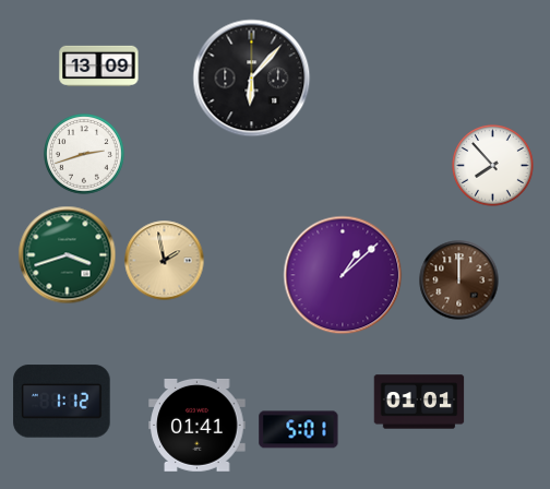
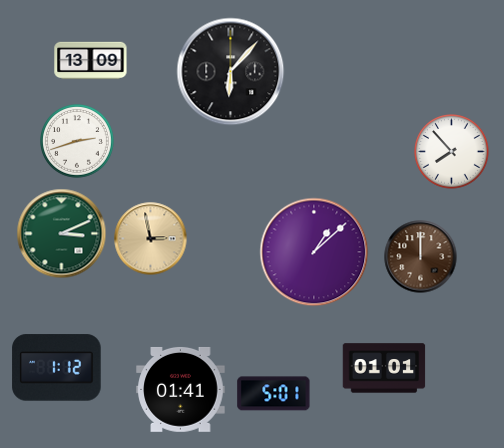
clock at (68, 255): 3:42 -> 3:11
clock at (165, 261): 1:58 -> 2:58
